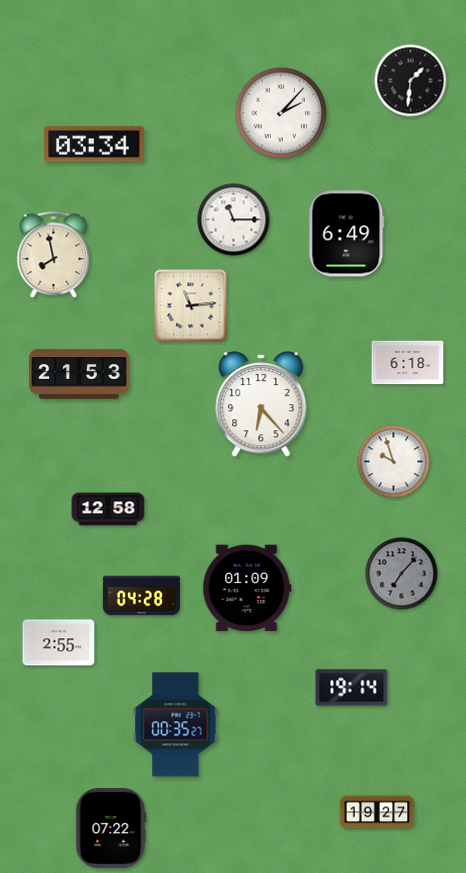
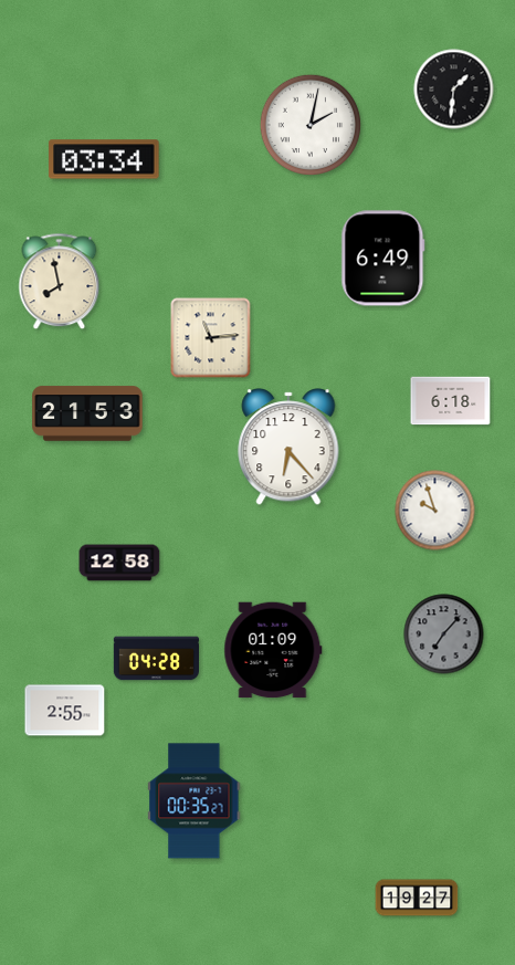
clock at (281, 113): 2:07 -> 2:02
clock at (234, 220): 11:15 -> none
clock at (352, 688): 19:14 -> none
clock at (111, 829): 07:22 -> none
